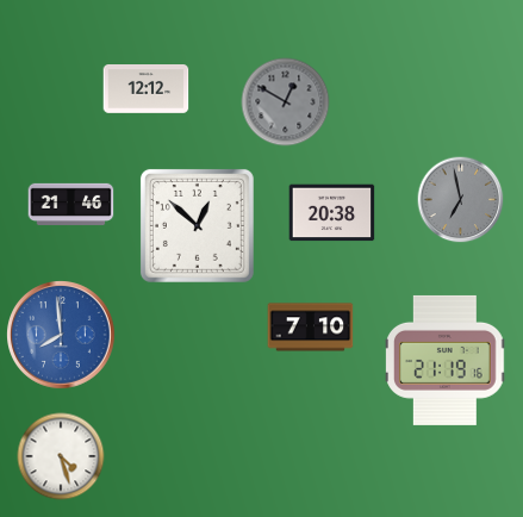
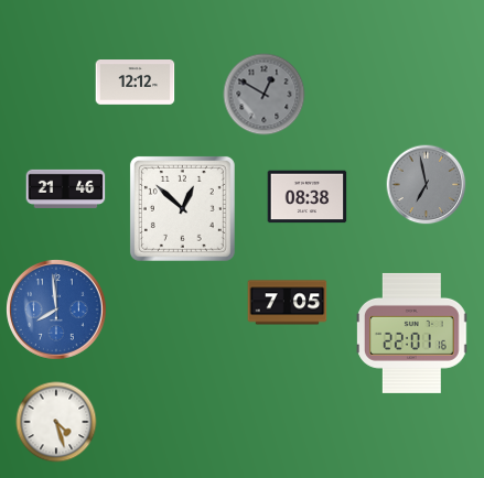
clock at (332, 213): 20:38 -> 08:38
clock at (311, 328): 7:10 -> 7:05
clock at (446, 360): 21:19 -> 22:01
